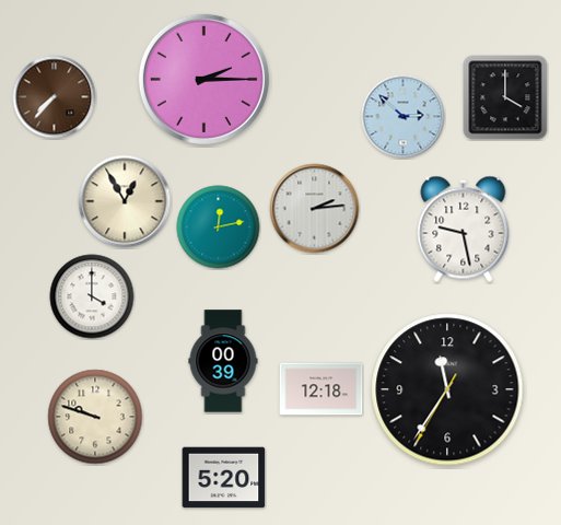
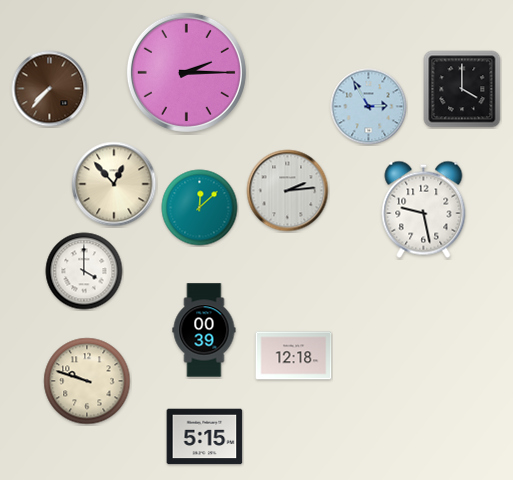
clock at (404, 117): 2:52 -> 2:55
clock at (125, 201): 12:55 -> 12:53
clock at (219, 227): 12:13 -> 12:08
clock at (447, 389): 11:35 -> none
clock at (224, 478): 5:20 -> 5:15
